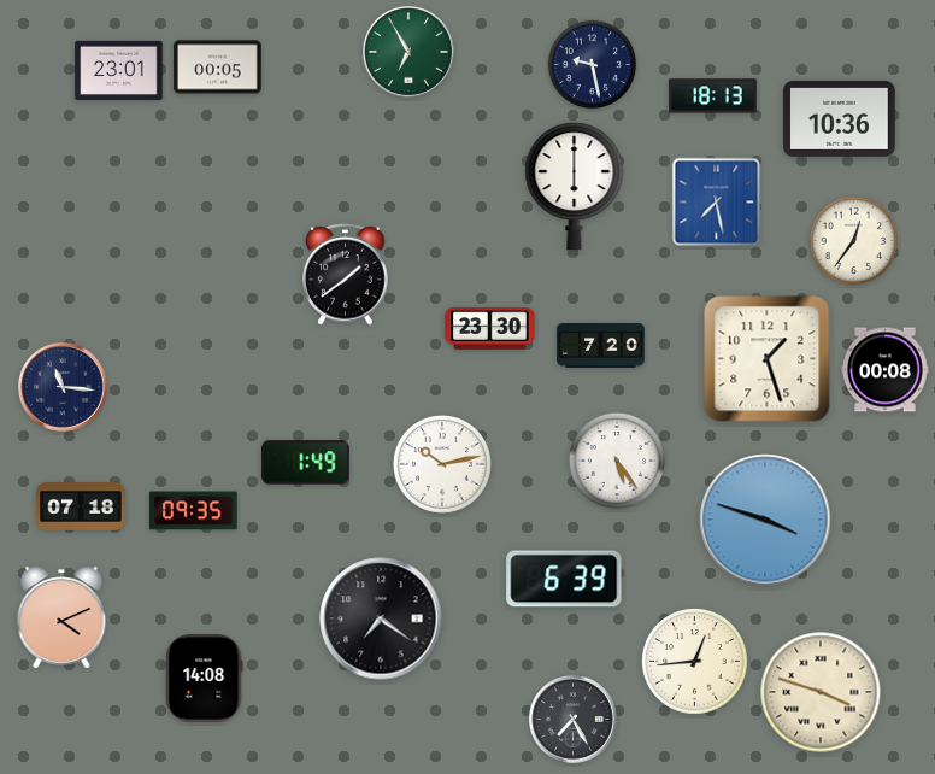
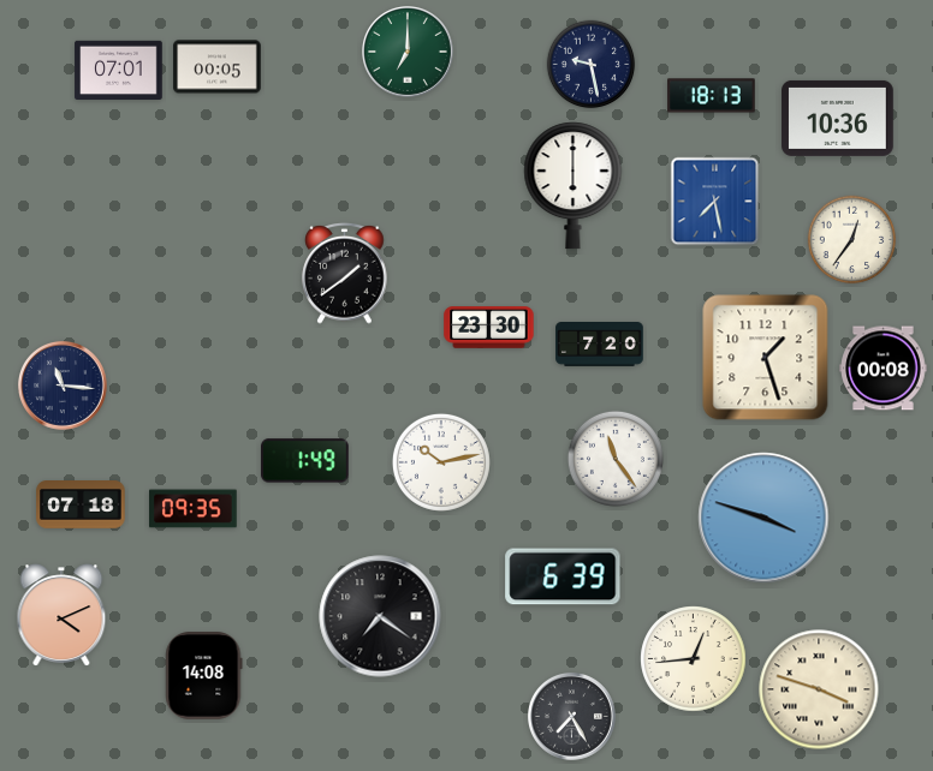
clock at (410, 53): 6:55 -> 7:00
clock at (119, 70): 23:01 -> 07:01
clock at (617, 461): 5:24 -> 11:24
